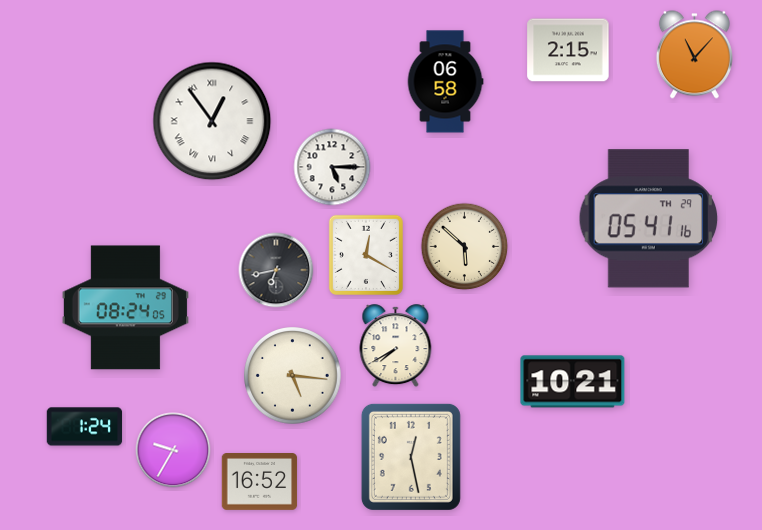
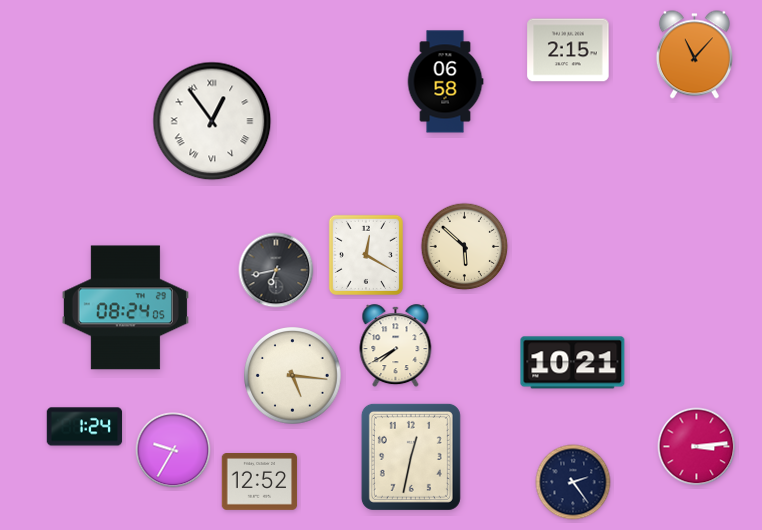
clock at (332, 167): 5:15 -> none
clock at (649, 219): 05:41 -> none
clock at (573, 382) position: (573, 382) -> (573, 363)
clock at (697, 447): none -> 3:14
clock at (411, 457): 12:28 -> 12:32
clock at (260, 482): 16:52 -> 12:52
clock at (573, 482): none -> 2:24
